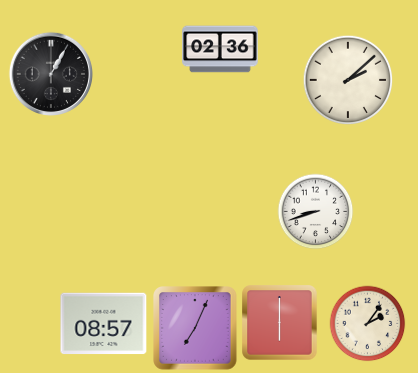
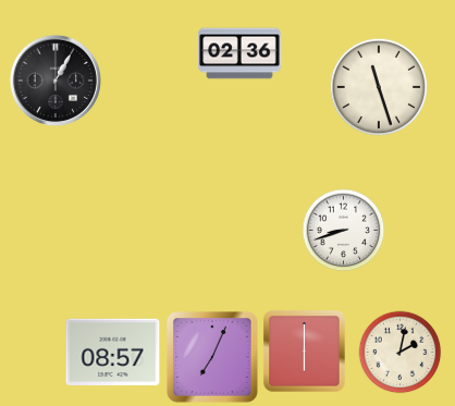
clock at (348, 80): 2:08 -> 11:27
clock at (368, 324): 2:06 -> 2:02
